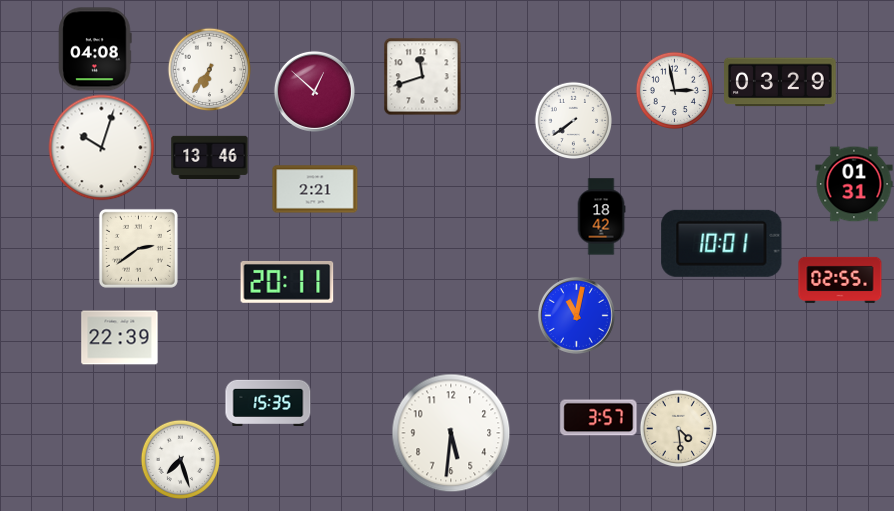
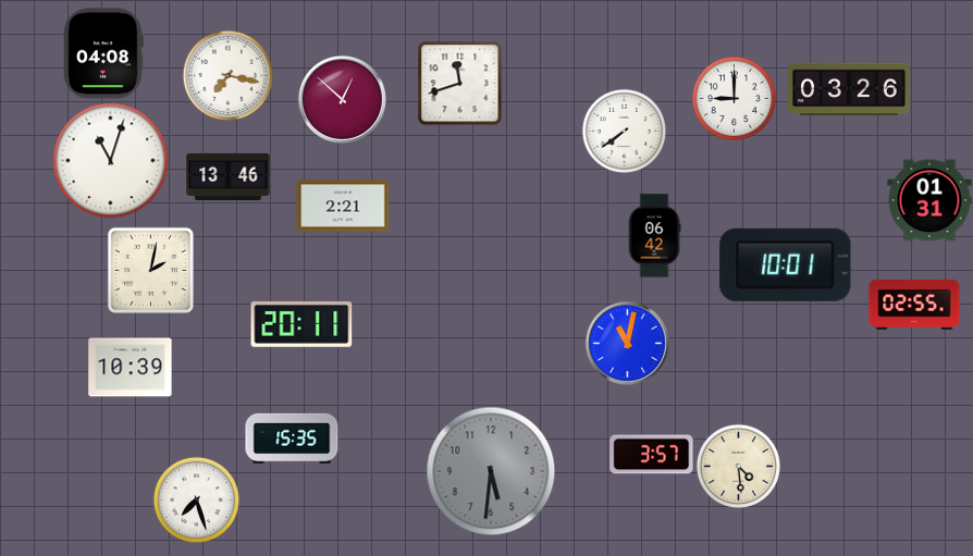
clock at (209, 69): 6:36 -> 7:17
clock at (780, 82): 03:29 -> 03:26
clock at (674, 90): 2:58 -> 9:00
clock at (102, 148): 10:03 -> 11:03
clock at (210, 157) position: (210, 157) -> (229, 176)
clock at (601, 217): 18:42 -> 06:42
clock at (138, 248): 2:39 -> 2:02
clock at (287, 282) position: (287, 282) -> (301, 324)
clock at (120, 338): 22:39 -> 10:39
clock at (451, 433) dial: white -> grey
